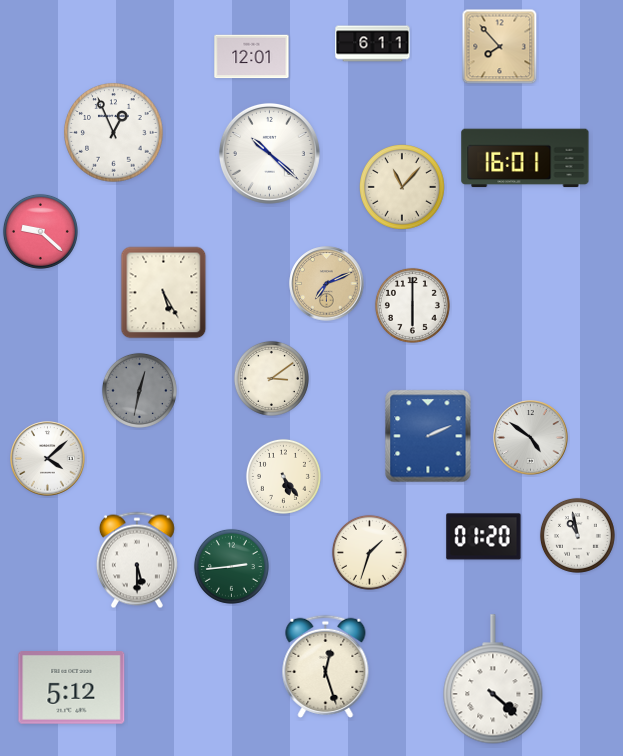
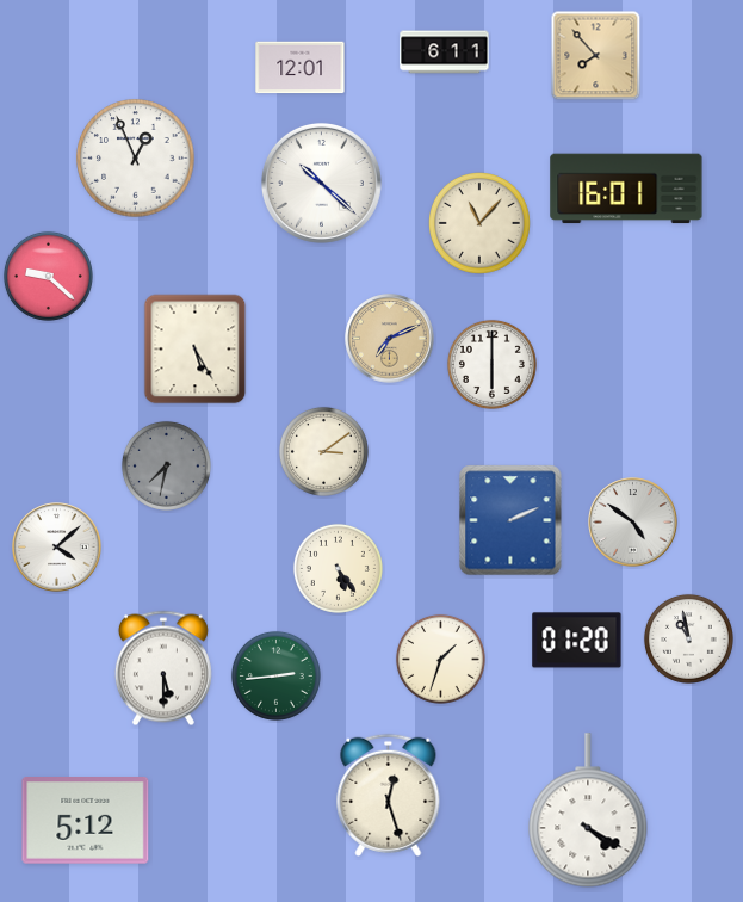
clock at (139, 390): 12:32 -> 7:32
clock at (493, 679): 4:22 -> 4:20
